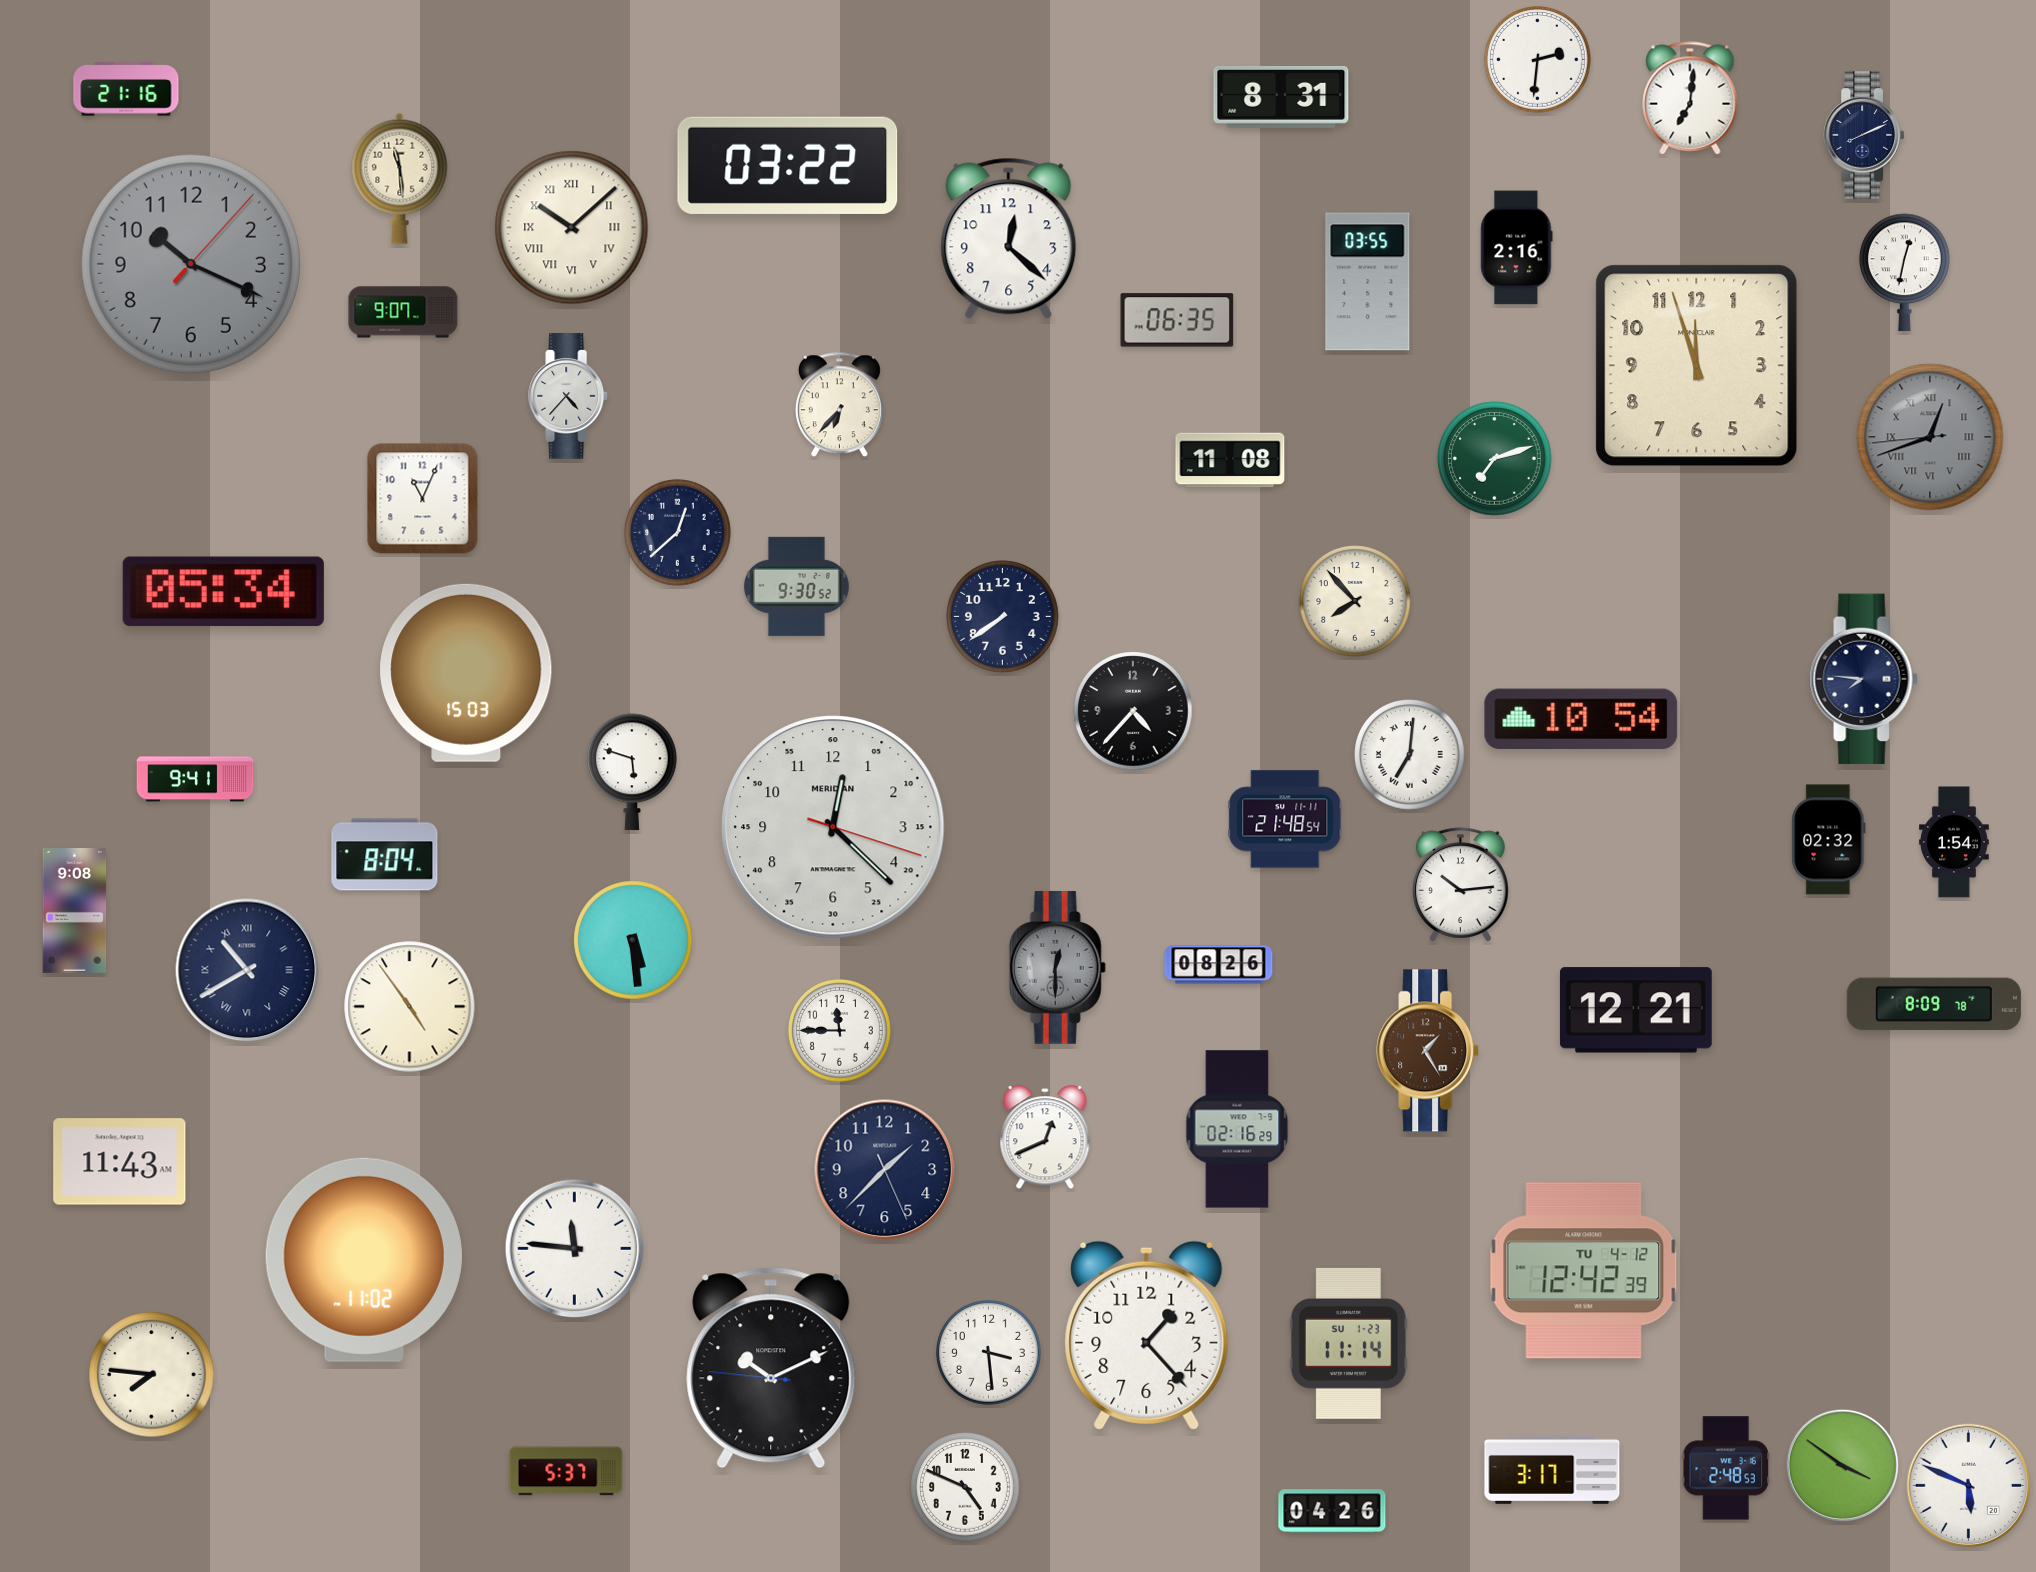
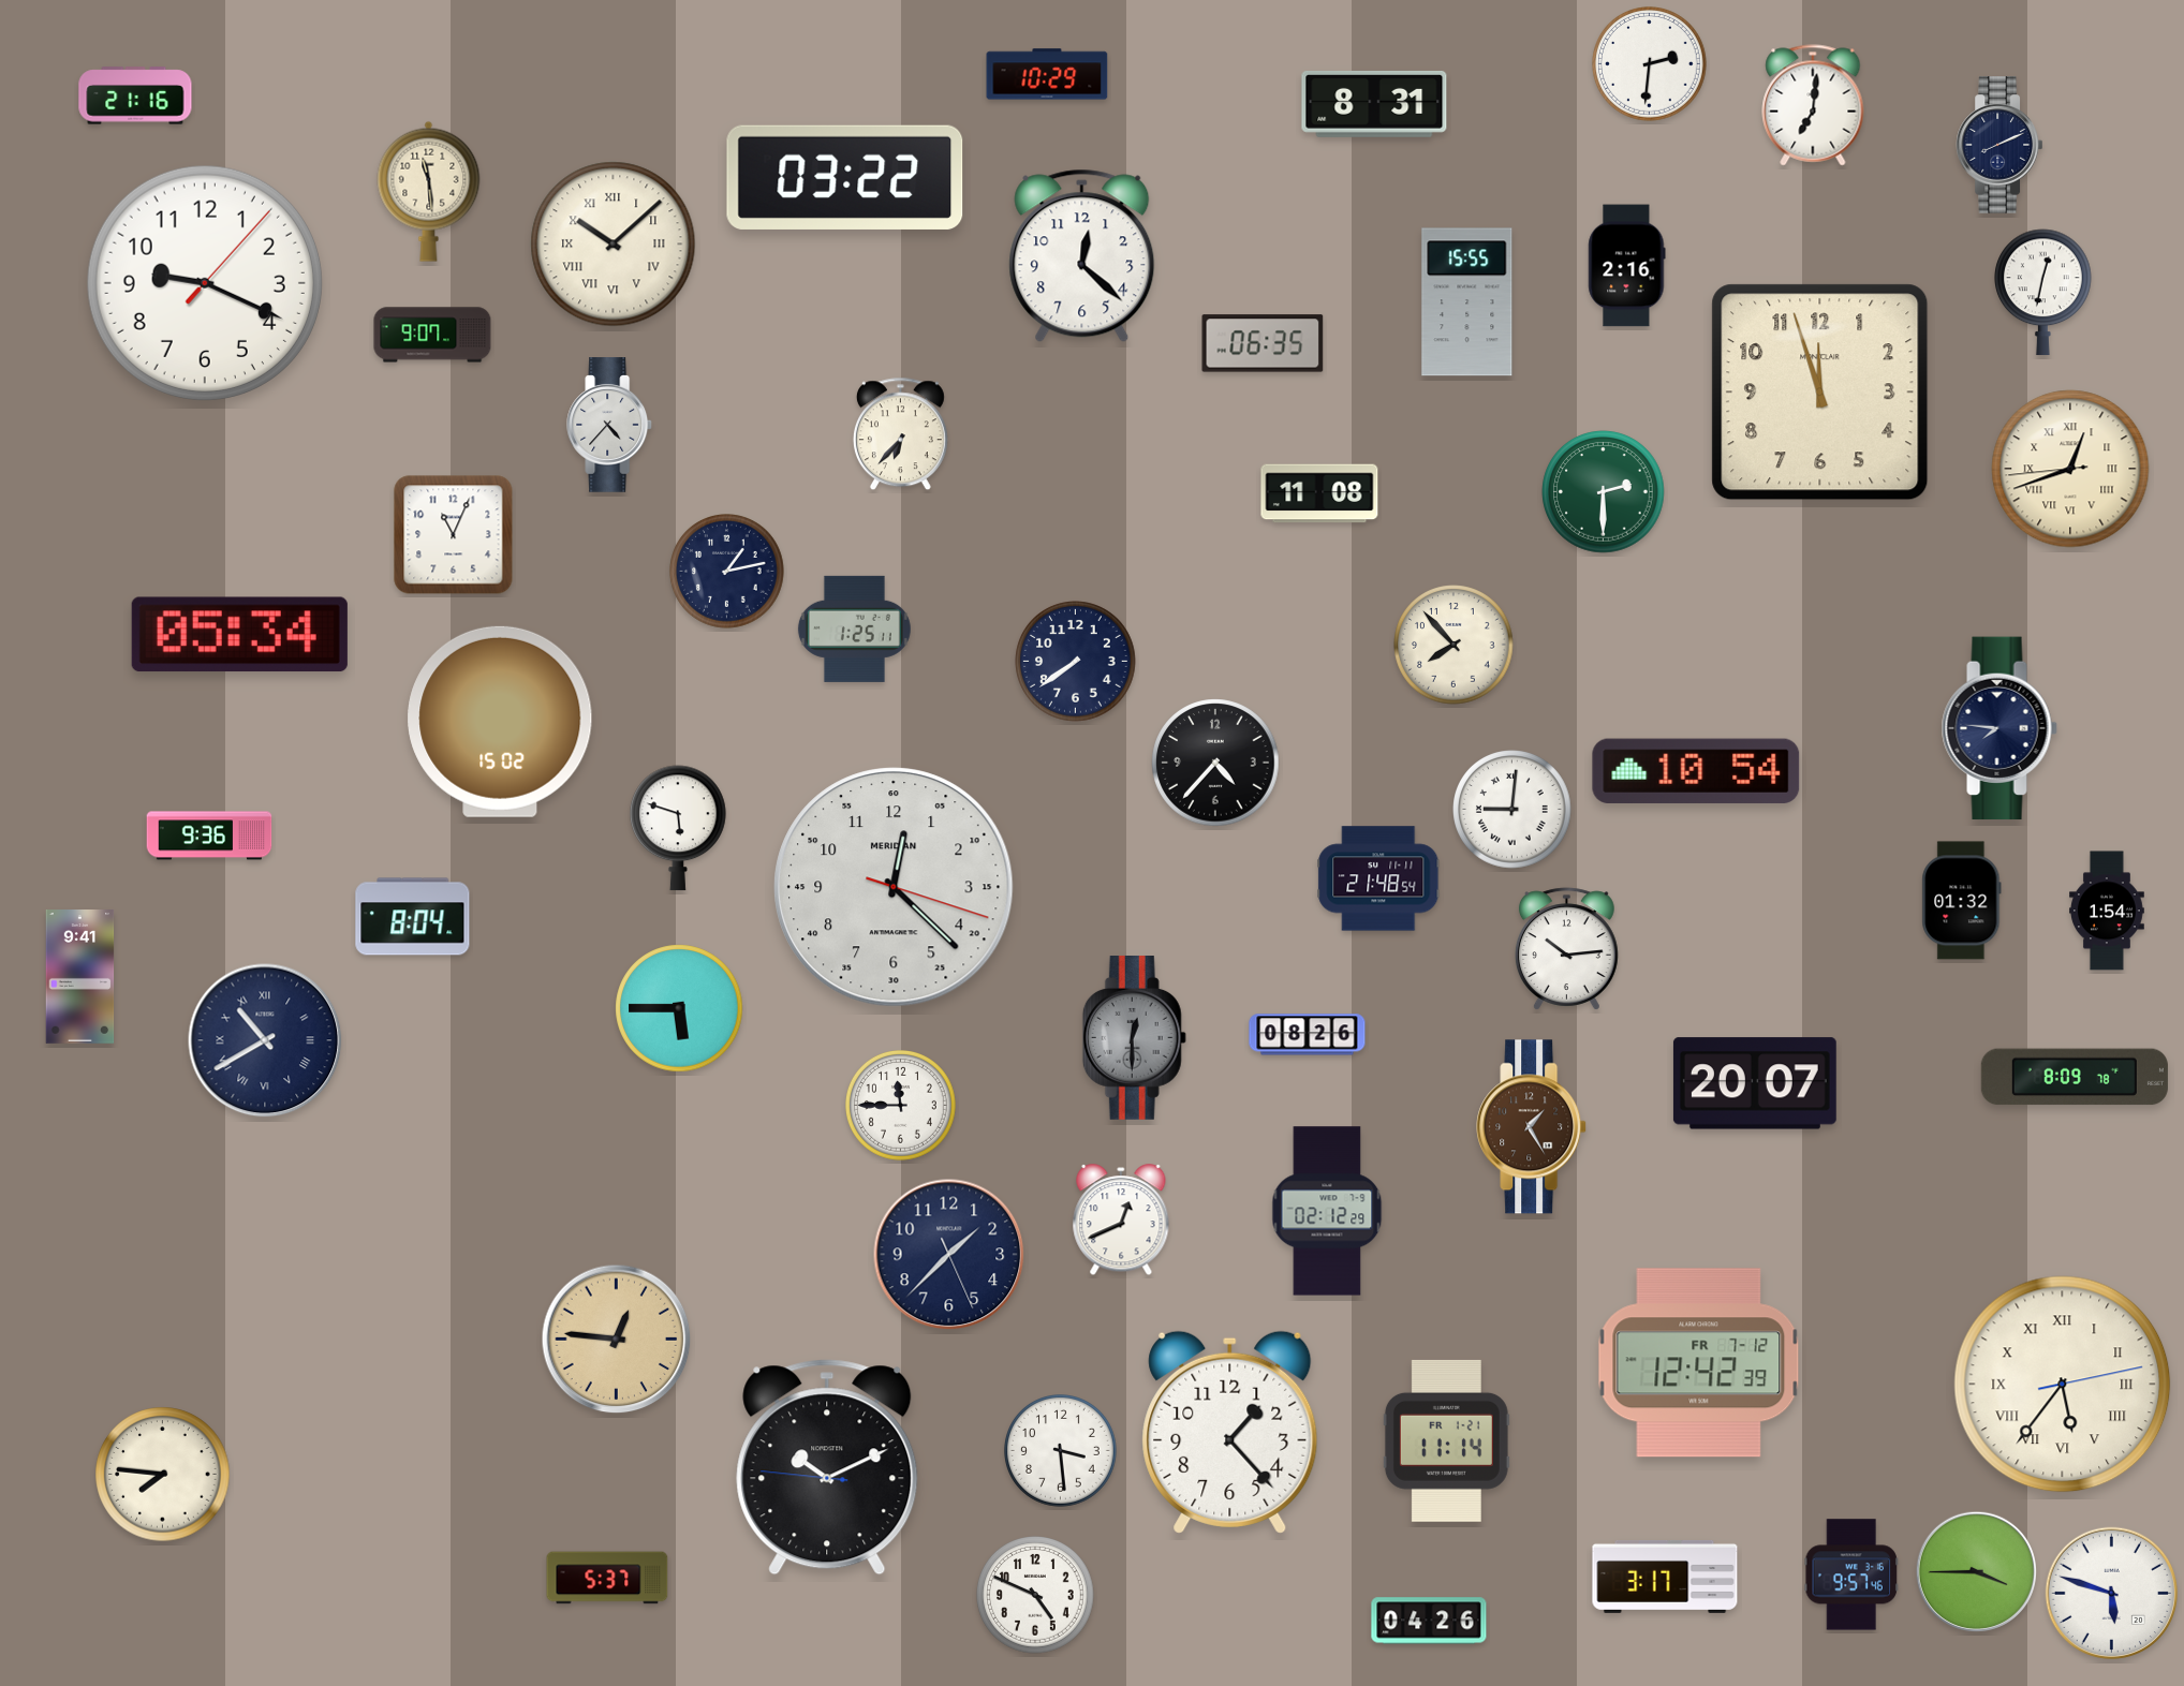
clock at (1047, 74): none -> 10:29
clock at (191, 264): 10:19 -> 9:19
clock at (191, 264) dial: grey -> white
clock at (1368, 282): 03:55 -> 15:55
clock at (1930, 437) dial: grey -> cream
clock at (1495, 459): 7:12 -> 2:30
clock at (678, 533): 12:38 -> 1:13
clock at (796, 586): 9:30 -> 1:25
clock at (466, 673): 15:03 -> 15:02
clock at (1410, 755): 7:01 -> 9:01
clock at (195, 779): 9:41 -> 9:36
clock at (1829, 840): 02:32 -> 01:32
clock at (1955, 842) position: (1955, 842) -> (2108, 911)
clock at (75, 911): 9:08 -> 9:41
clock at (633, 940): 5:29 -> 5:45
clock at (410, 1007): 4:54 -> none
clock at (1636, 1010): 12:21 -> 20:07
clock at (1237, 1129): 02:16 -> 02:12
clock at (120, 1162): 11:43 -> none
clock at (575, 1249): 11:46 -> 12:46
clock at (575, 1249) dial: white -> champagne
clock at (364, 1260): 11:02 -> none
clock at (1584, 1271) date: TU 4-12 -> FR 7-12
clock at (2063, 1385): none -> 5:36
clock at (1348, 1343) date: SU 1-23 -> FR 1-21
clock at (1842, 1465): 3:51 -> 3:45
clock at (1725, 1468): 2:48 -> 9:57
clock at (1969, 1486): 5:49 -> 5:48
